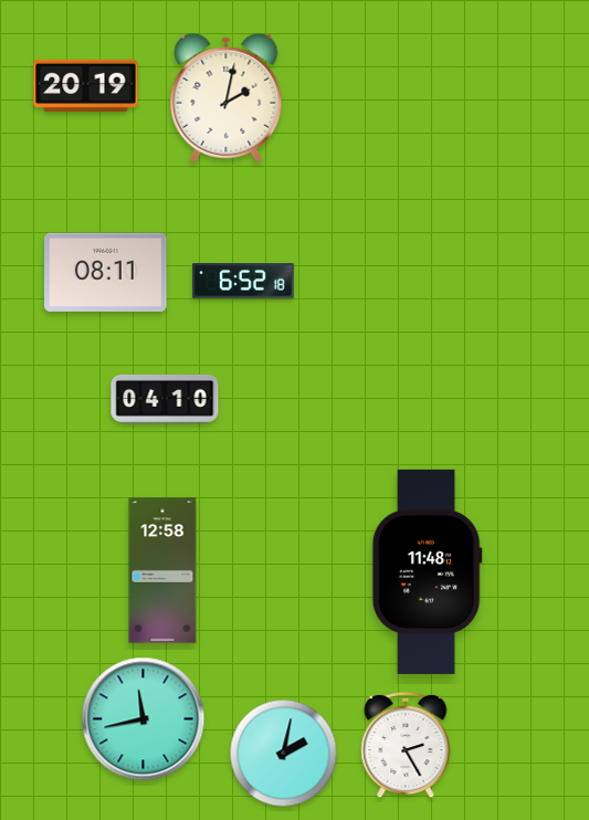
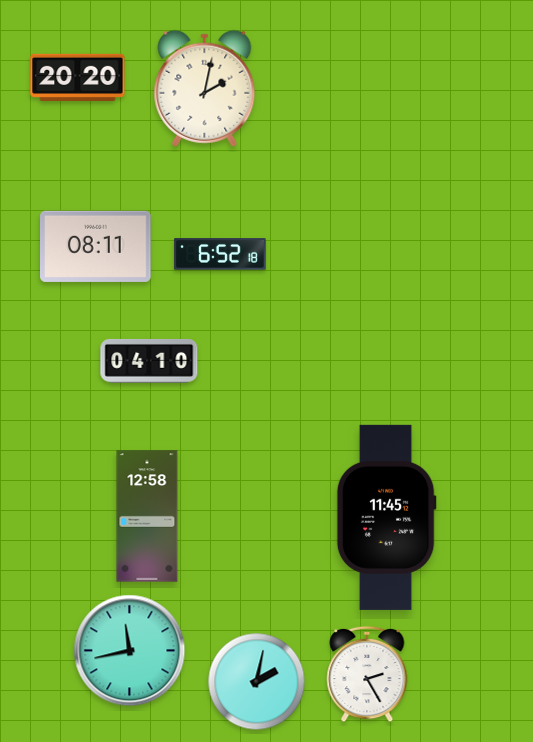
clock at (86, 85): 20:19 -> 20:20
clock at (427, 571): 11:48 -> 11:45
